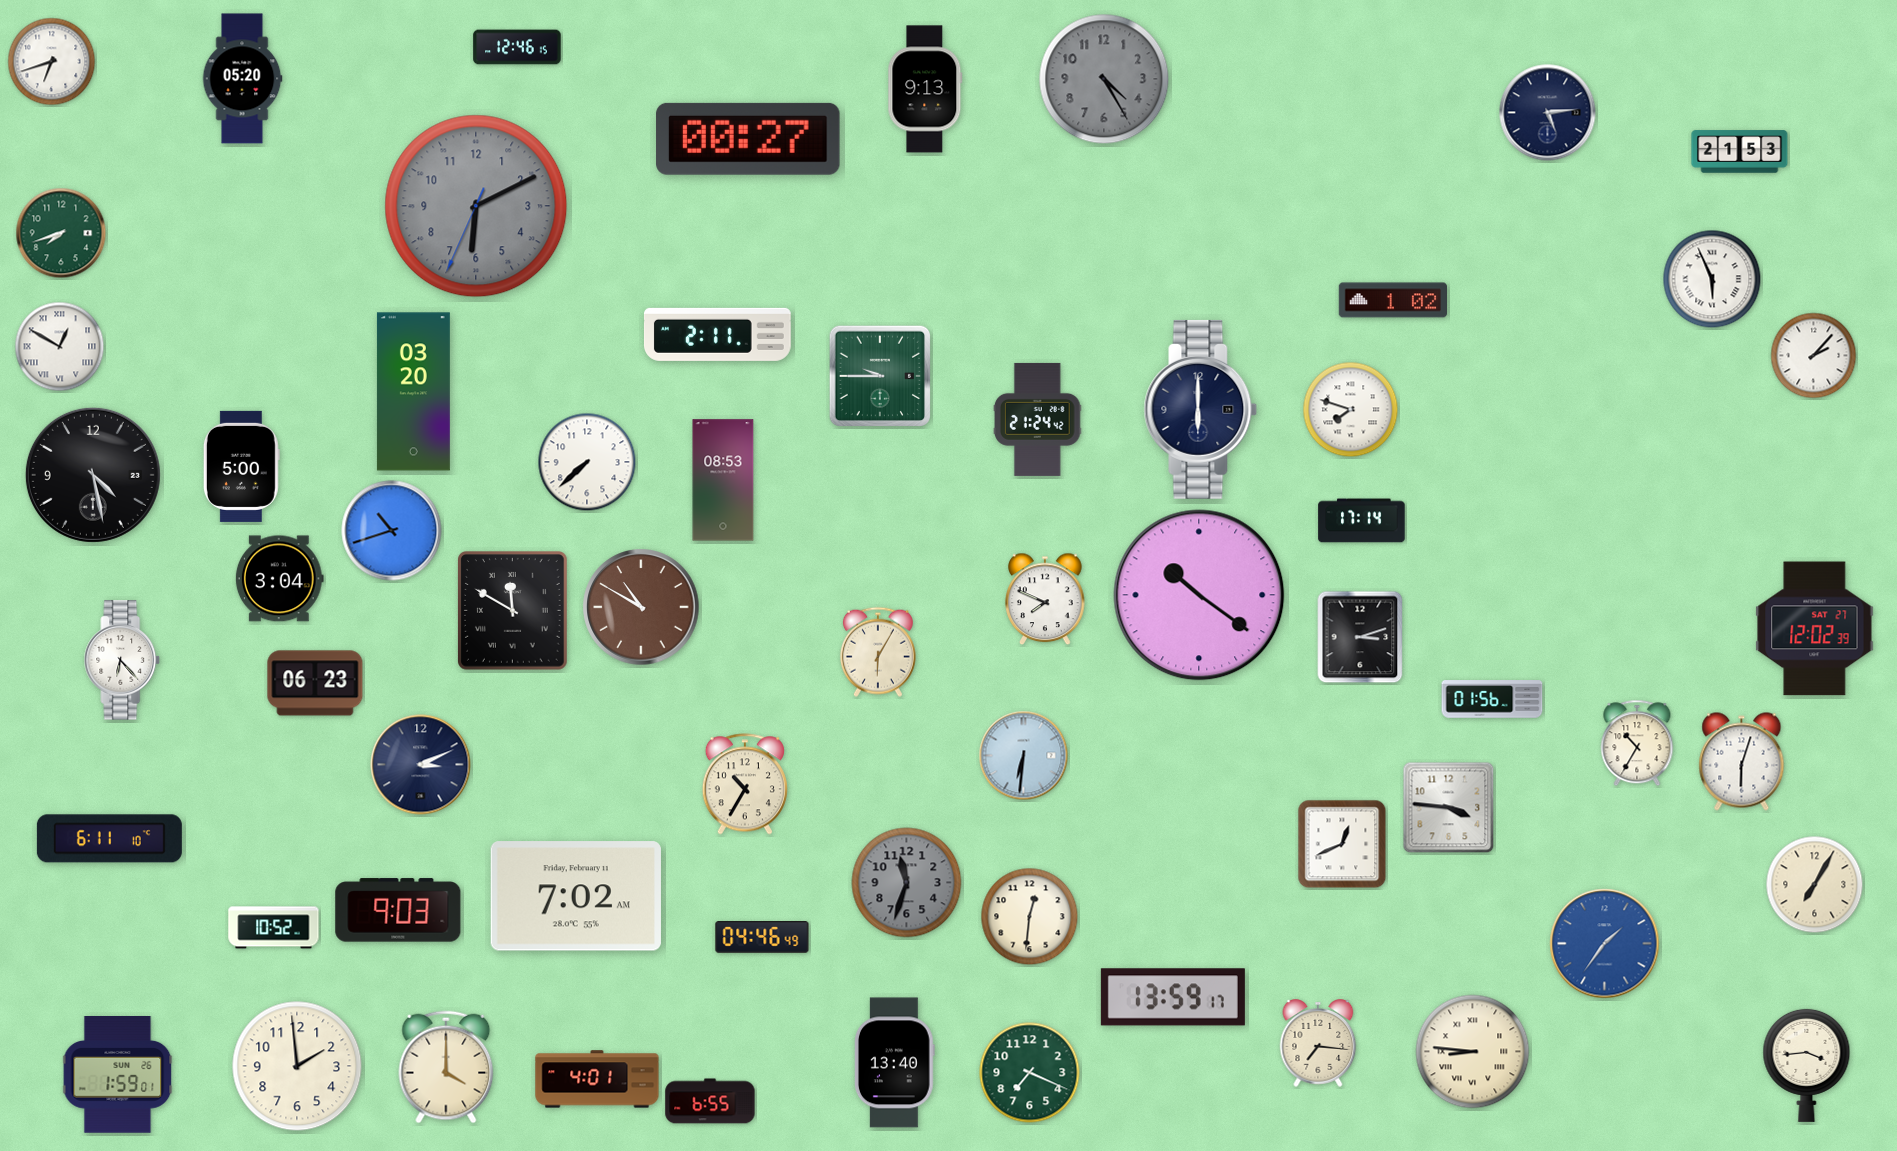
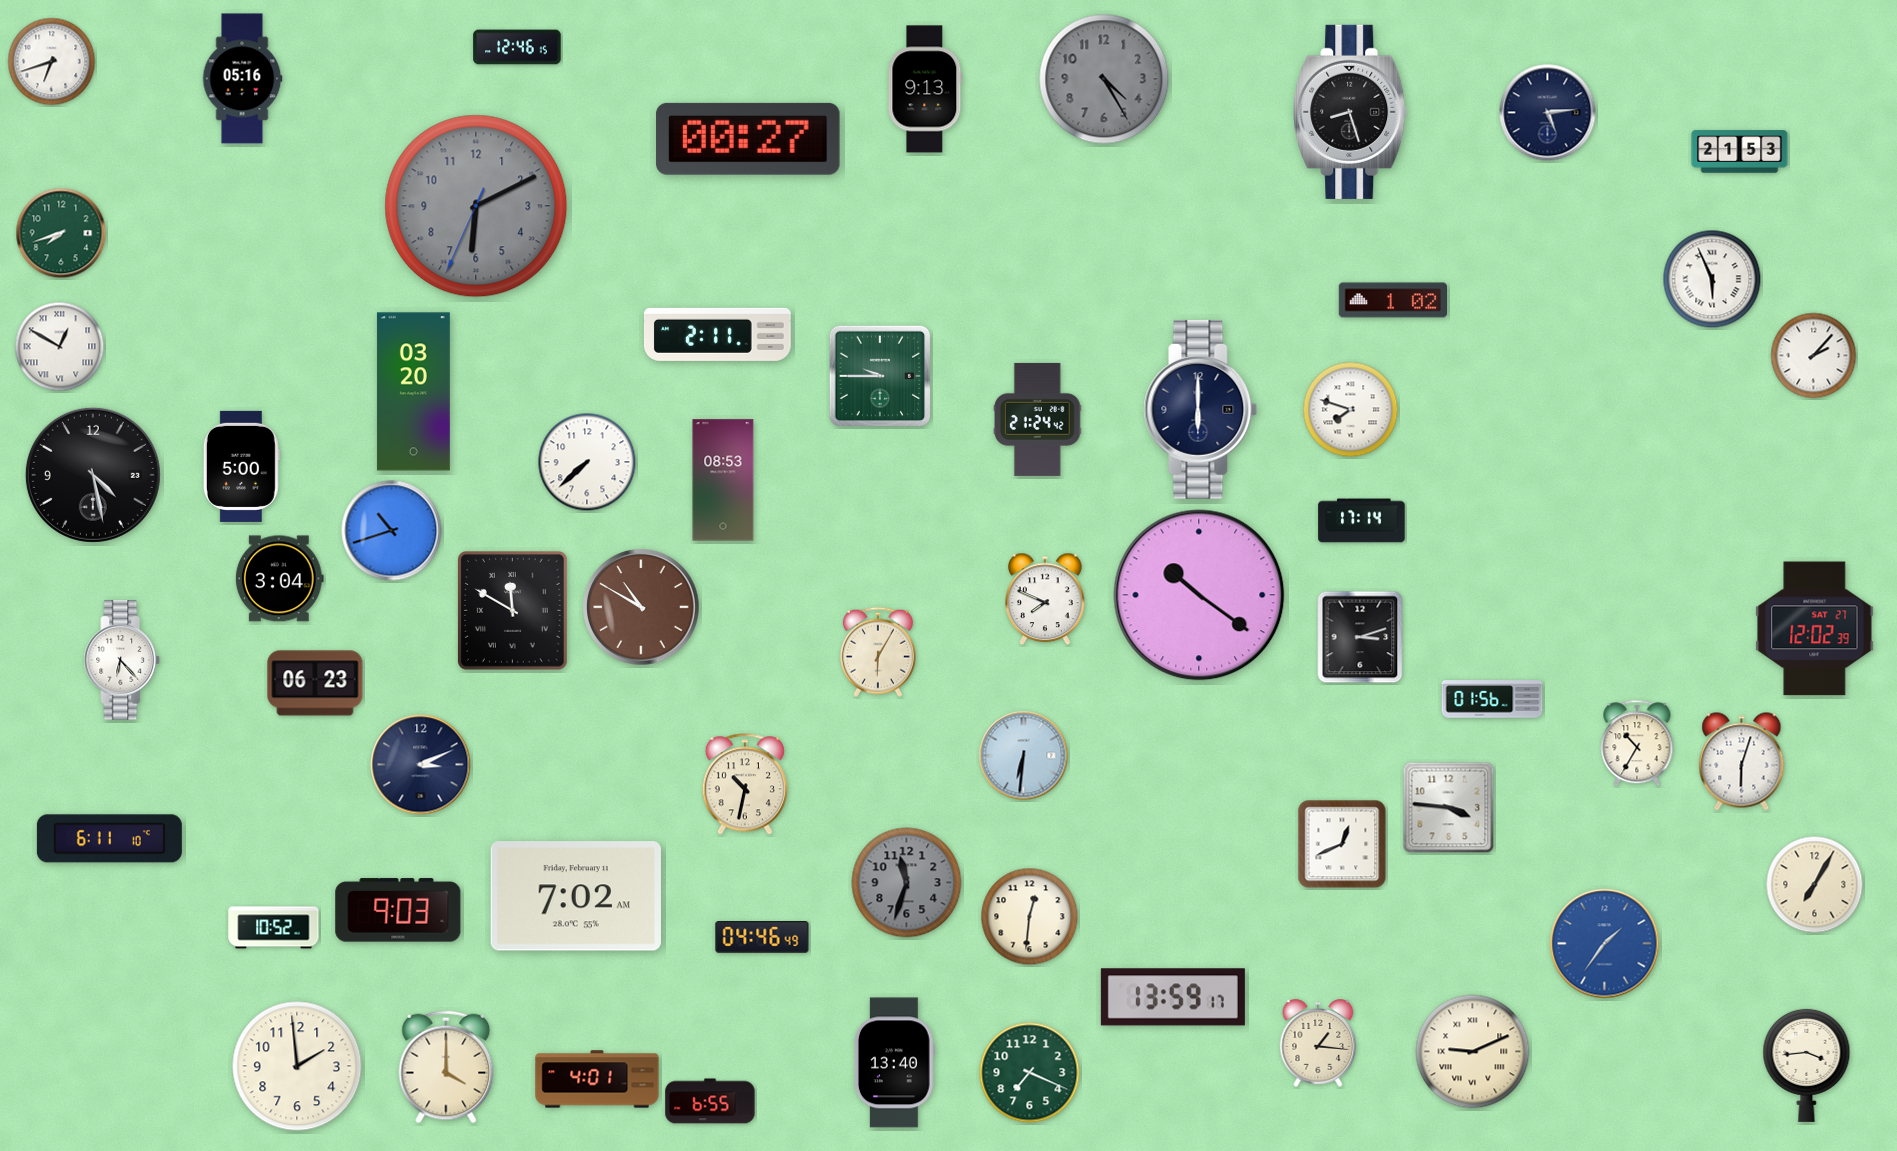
clock at (242, 79): 05:20 -> 05:16
clock at (1351, 112): none -> 8:27
clock at (745, 784): 10:35 -> 10:32
clock at (1318, 1043): 7:16 -> 1:16
clock at (1473, 1052): 8:46 -> 9:11
clock at (118, 1075): 1:59 -> none
